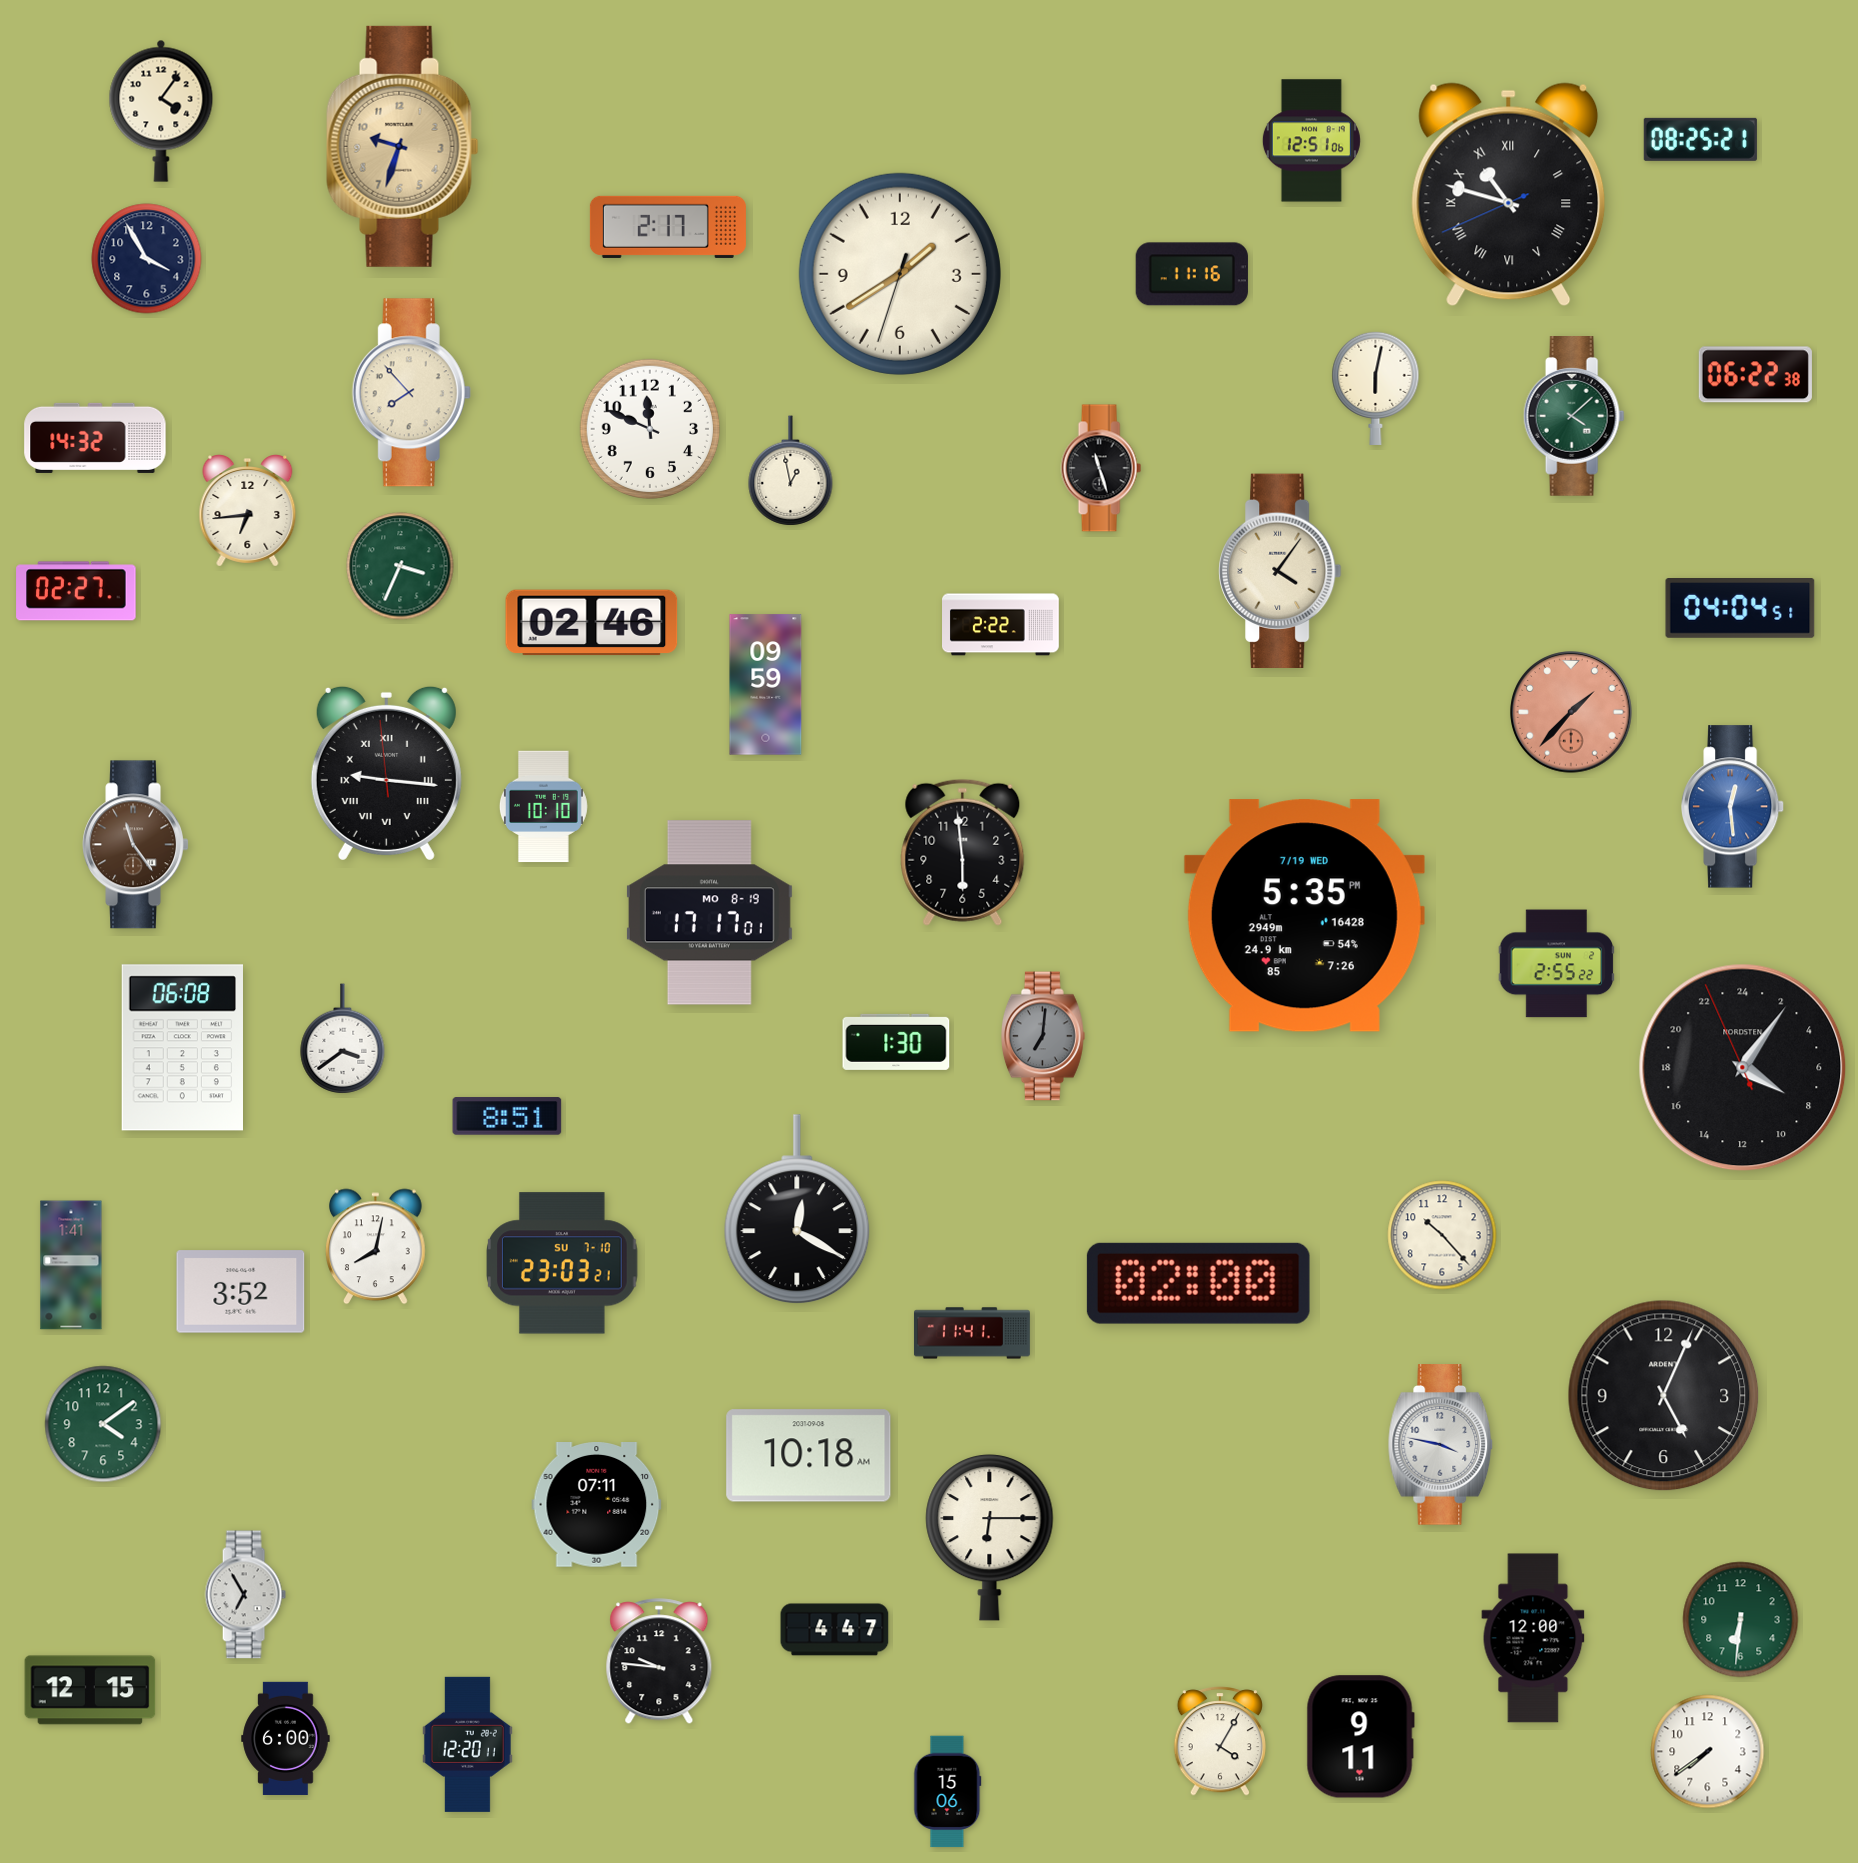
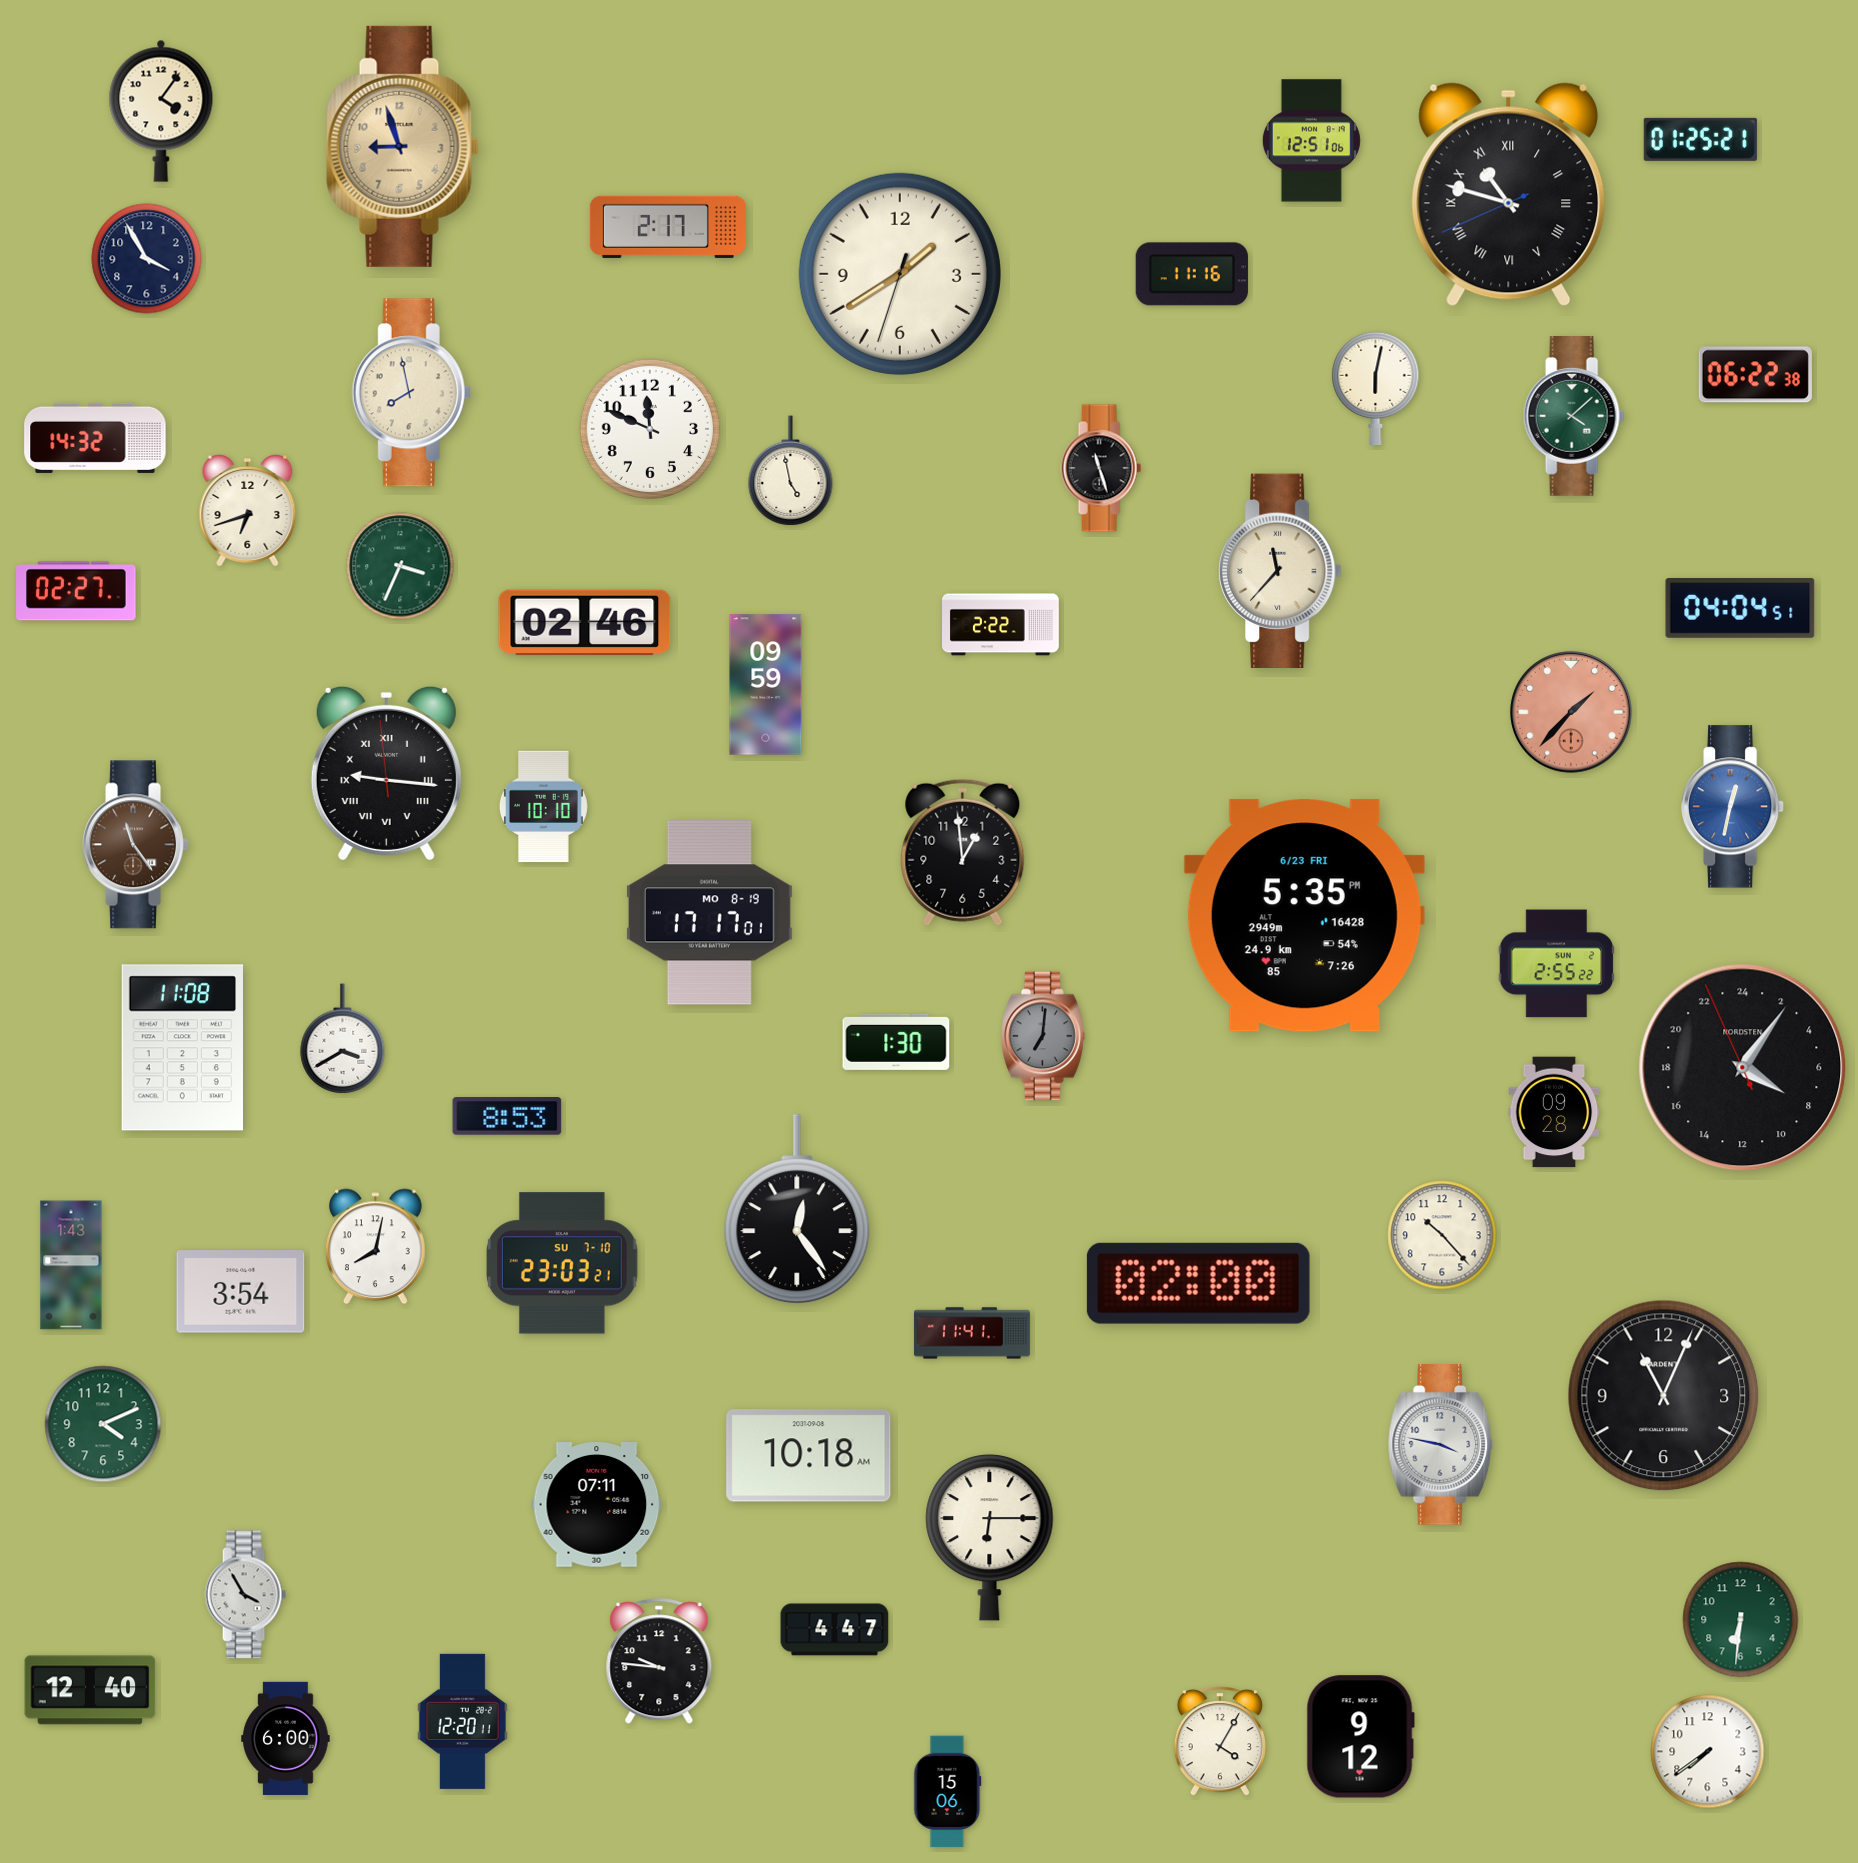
clock at (1700, 139): 08:25 -> 01:25
clock at (403, 146): 9:33 -> 8:57
clock at (411, 393): 7:53 -> 7:58
clock at (791, 471): 12:58 -> 4:58
clock at (248, 511): 6:44 -> 6:42
clock at (1280, 570): 4:06 -> 11:37
clock at (592, 623) position: (592, 623) -> (585, 623)
clock at (1734, 807): 12:29 -> 12:32
clock at (963, 852): 5:59 -> 12:59
clock at (1304, 916) date: 7/19 WED -> 6/23 FRI
clock at (343, 1039): 3:39 -> 3:40
clock at (182, 1048): 06:08 -> 11:08
clock at (1554, 1112): none -> 09:28
clock at (507, 1116): 8:51 -> 8:53
clock at (797, 1210): 12:20 -> 12:24
clock at (71, 1265): 1:41 -> 1:43
clock at (241, 1292): 3:52 -> 3:54
clock at (1664, 1396): 5:04 -> 11:04
clock at (103, 1424): 4:09 -> 4:11
clock at (245, 1595): 6:55 -> 3:55
clock at (1533, 1638): 12:00 -> none
clock at (90, 1690): 12:15 -> 12:40
clock at (1360, 1737): 9:11 -> 9:12
clock at (467, 1744) position: (467, 1744) -> (462, 1721)
